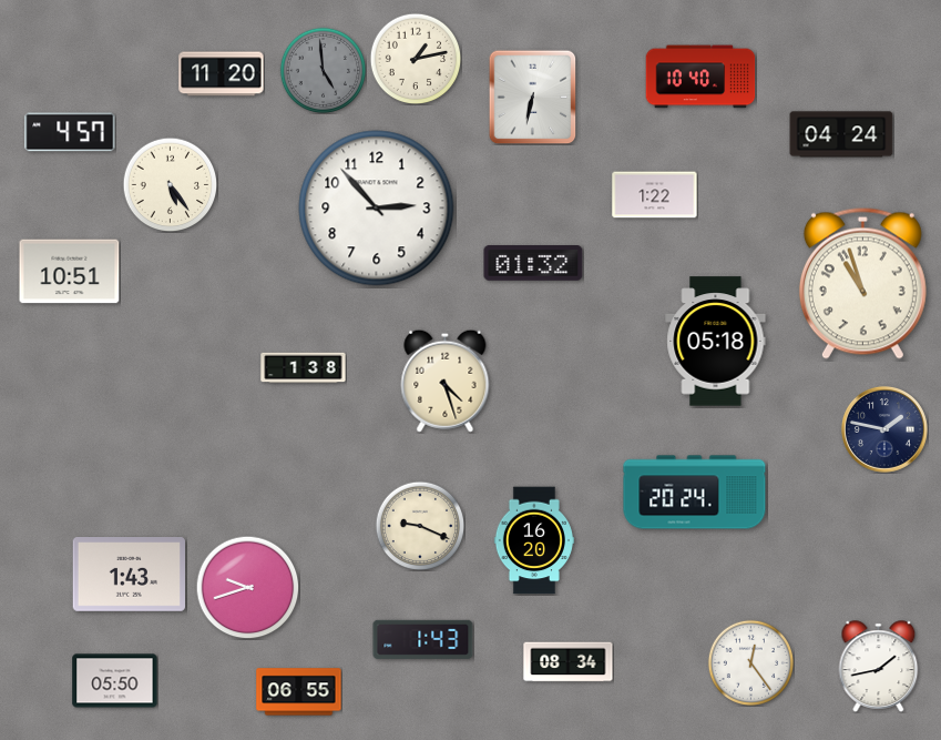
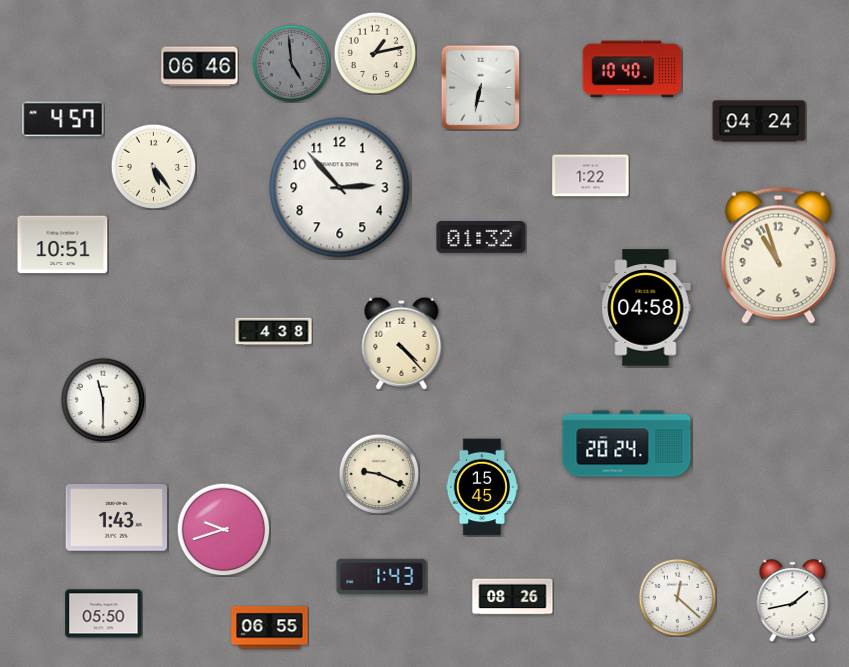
clock at (222, 74): 11:20 -> 06:46
clock at (716, 342): 05:18 -> 04:58
clock at (304, 368): 1:38 -> 4:38
clock at (446, 381): 4:27 -> 4:23
clock at (884, 429): 1:47 -> none
clock at (103, 400): none -> 11:30
clock at (534, 540): 16:20 -> 15:45
clock at (569, 662): 08:34 -> 08:26
clock at (750, 662): 12:24 -> 12:22
clock at (299, 692) position: (299, 692) -> (270, 628)
